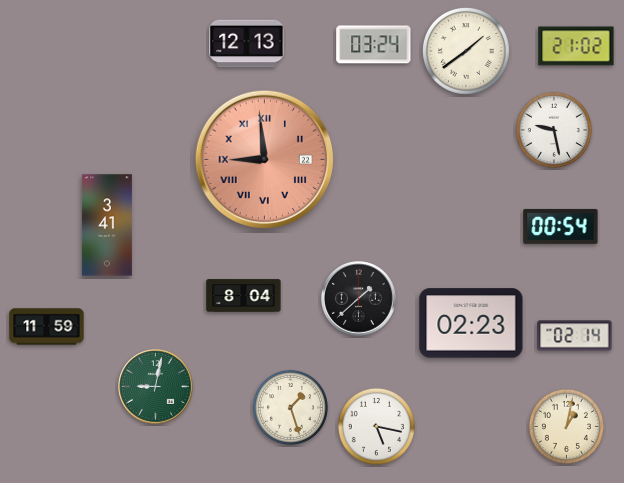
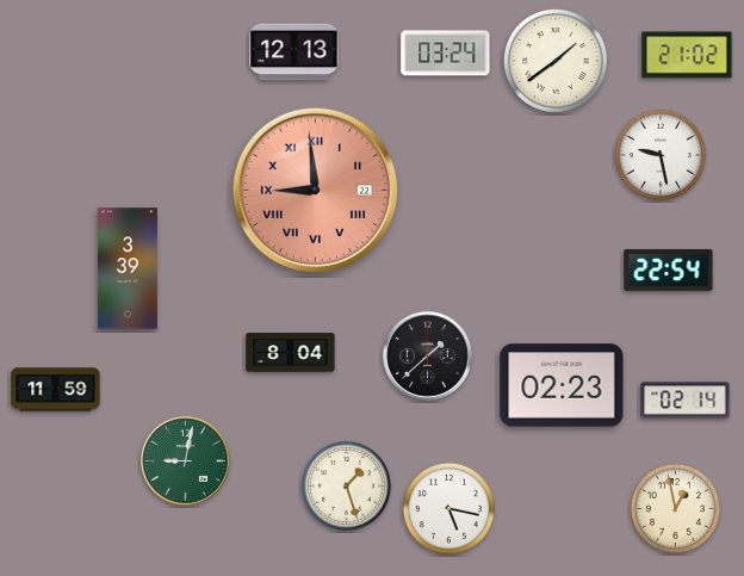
clock at (107, 225): 3:41 -> 3:39
clock at (561, 226): 00:54 -> 22:54
clock at (566, 426): 1:02 -> 12:58
